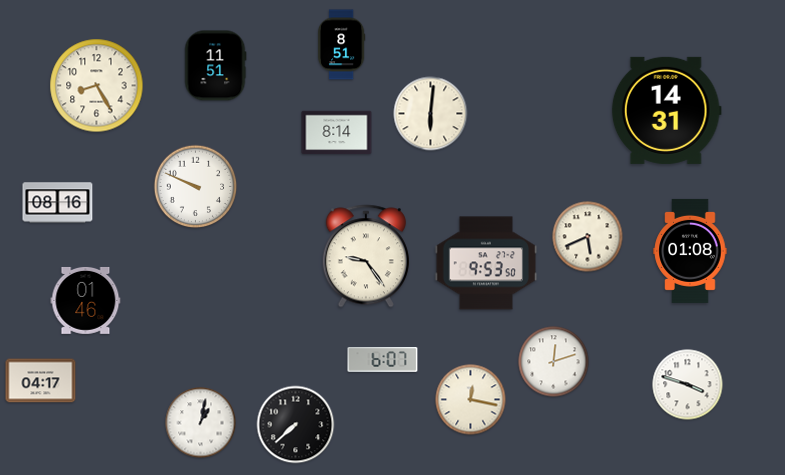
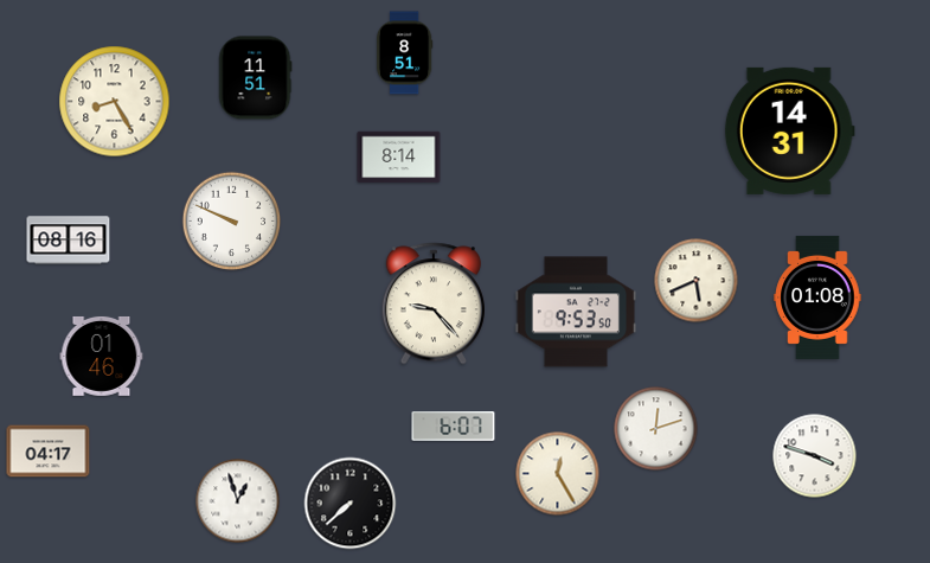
clock at (431, 114): 6:01 -> none
clock at (366, 256): 9:24 -> 9:23
clock at (471, 400): 12:17 -> 12:25
clock at (201, 423): 1:02 -> 12:57
